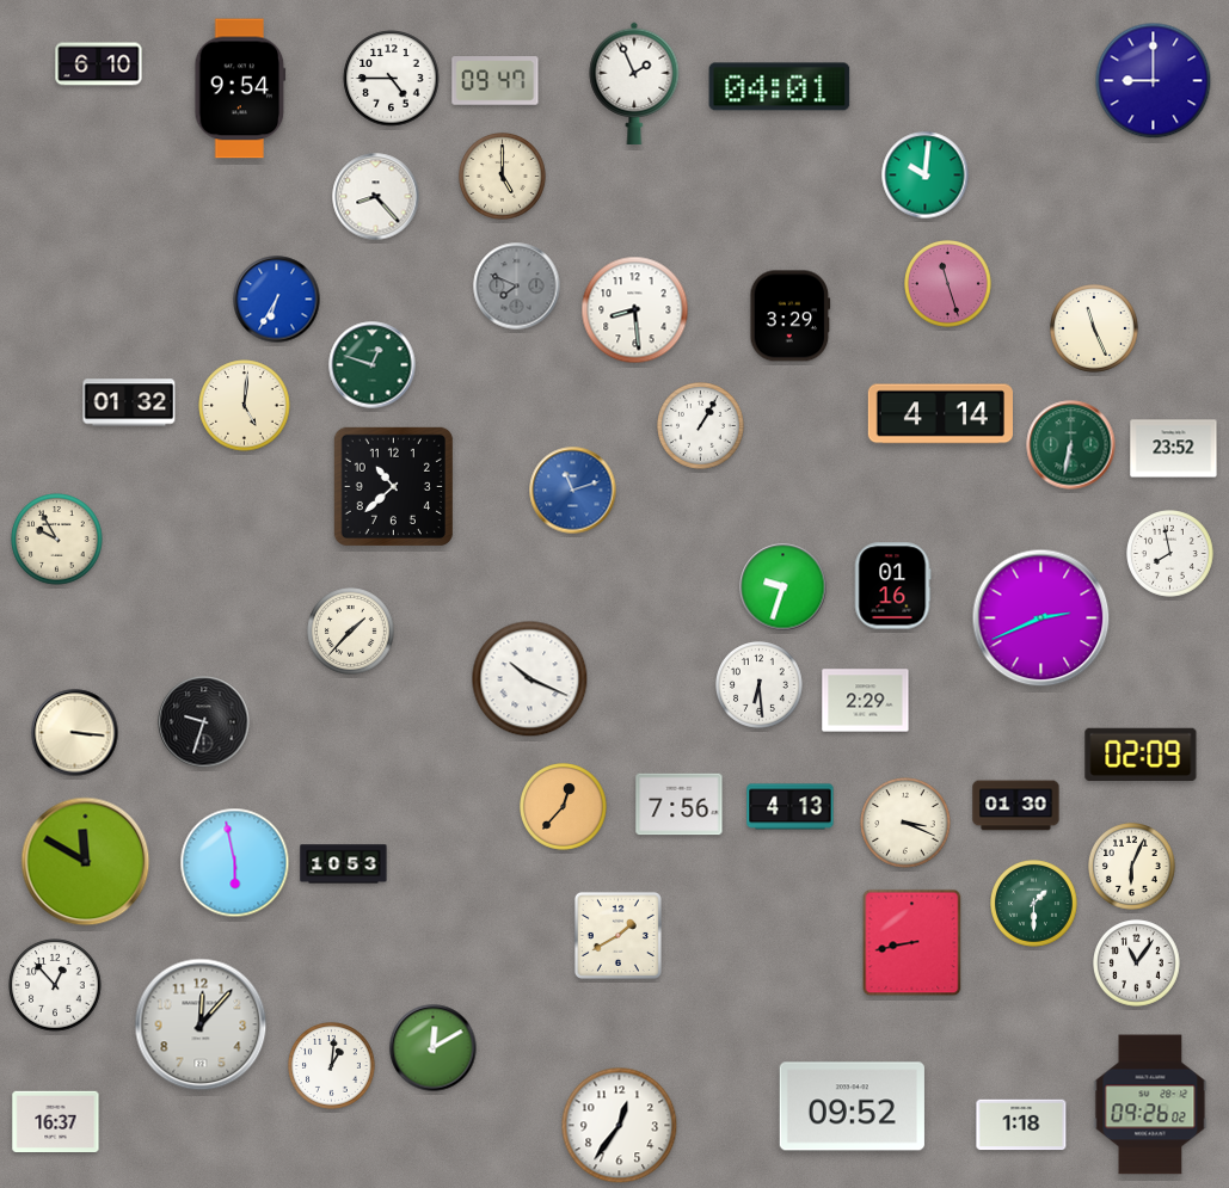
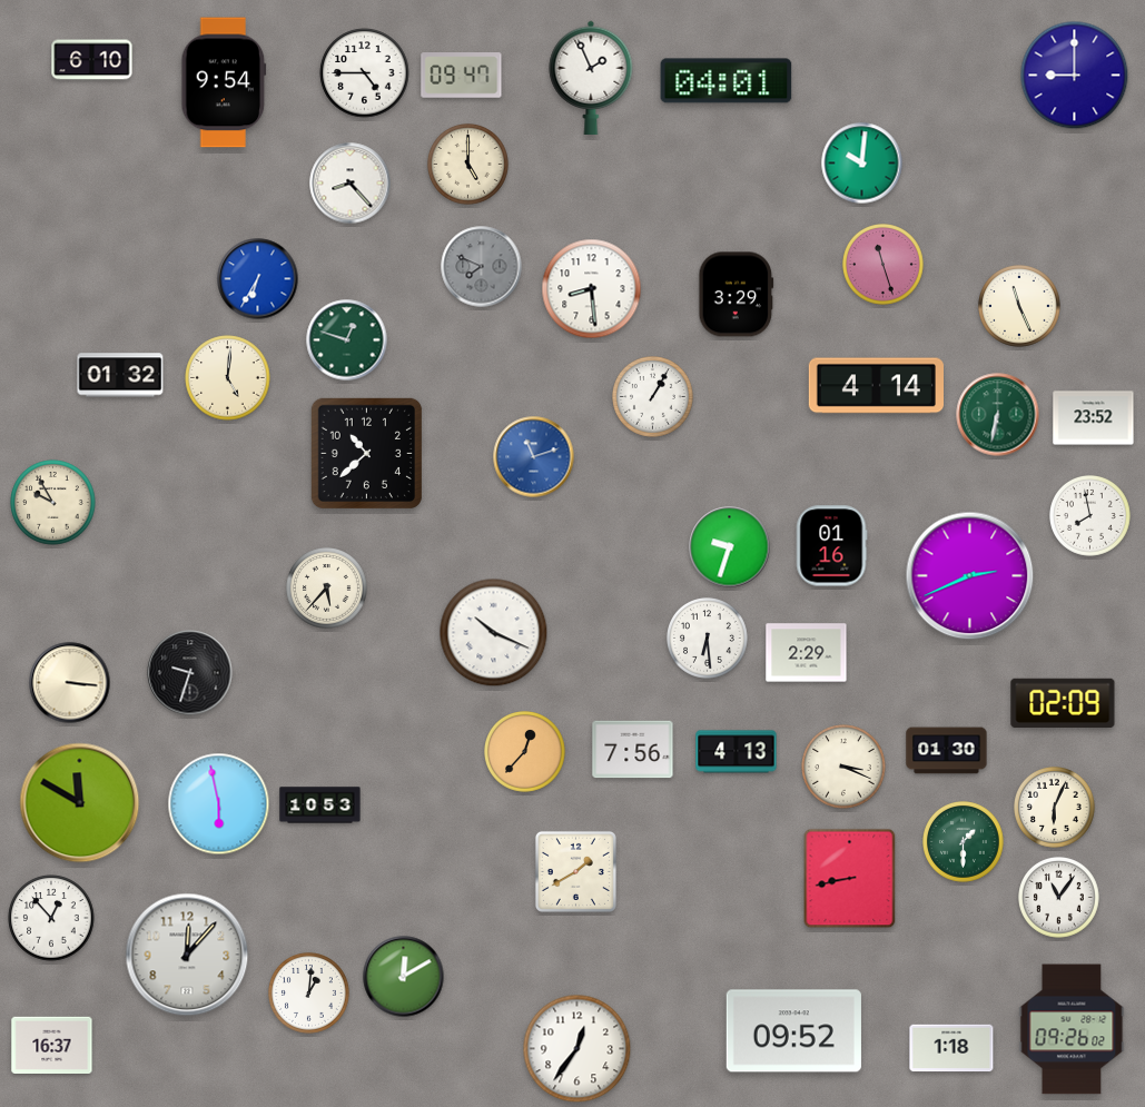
clock at (351, 632): 1:37 -> 5:37
